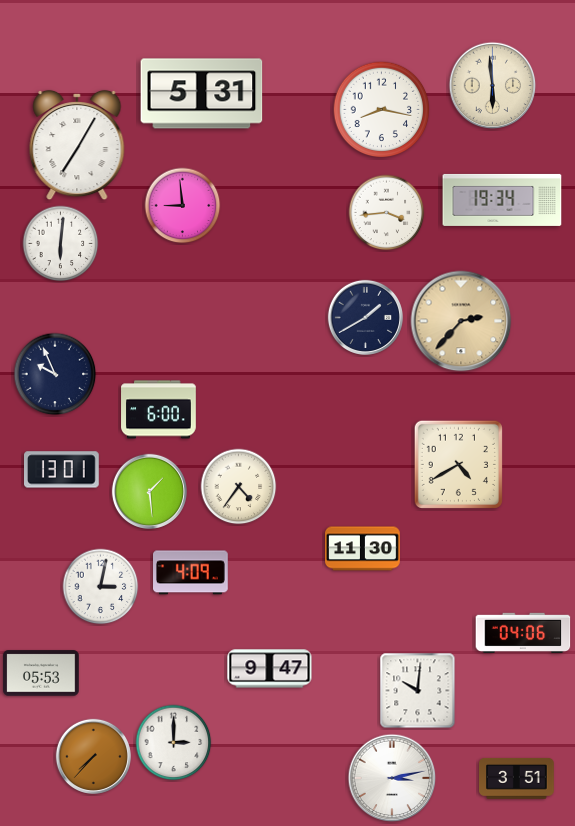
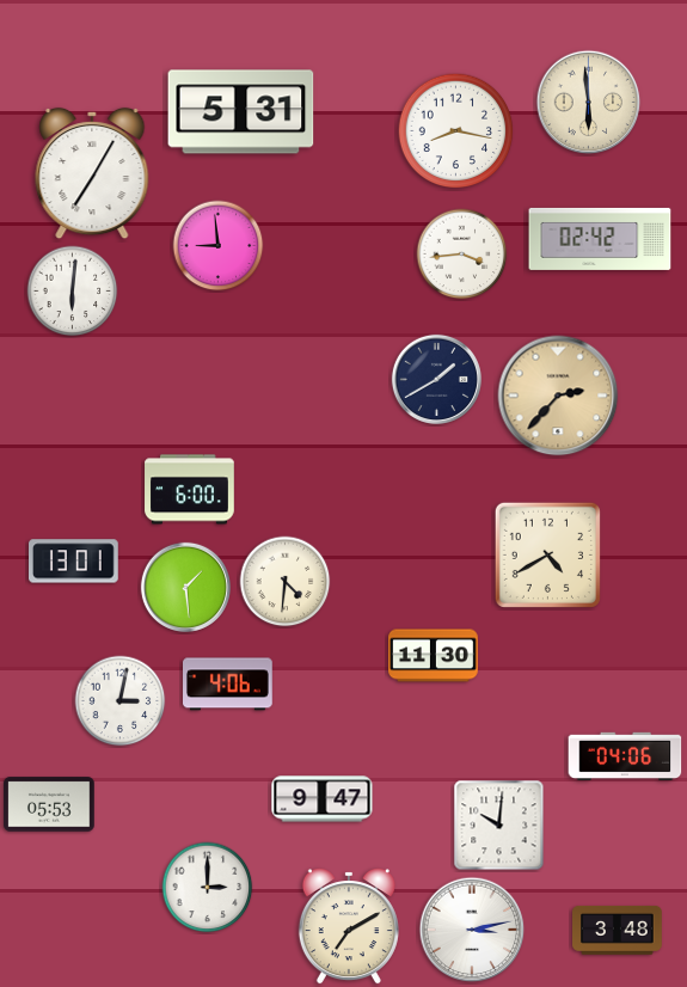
clock at (502, 200): 19:34 -> 02:42
clock at (461, 321) position: (461, 321) -> (558, 396)
clock at (55, 374): 9:56 -> none
clock at (239, 487): 4:36 -> 4:31
clock at (149, 491) position: (149, 491) -> (185, 587)
clock at (191, 573): 4:09 -> 4:06
clock at (93, 756): 7:37 -> none
clock at (349, 926): none -> 7:10
clock at (392, 778) position: (392, 778) -> (472, 930)
clock at (517, 778): 3:51 -> 3:48
